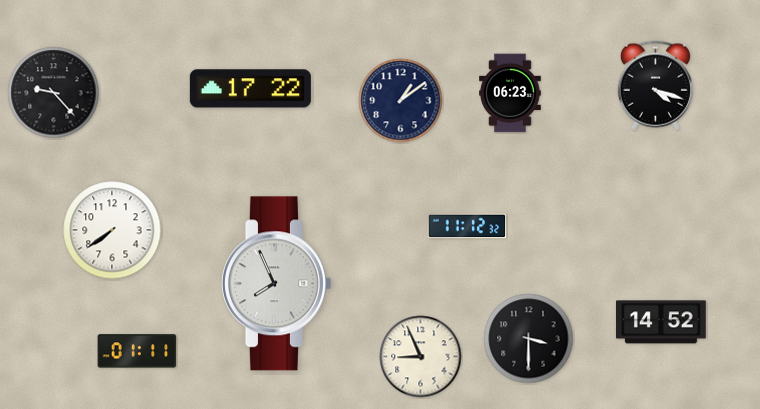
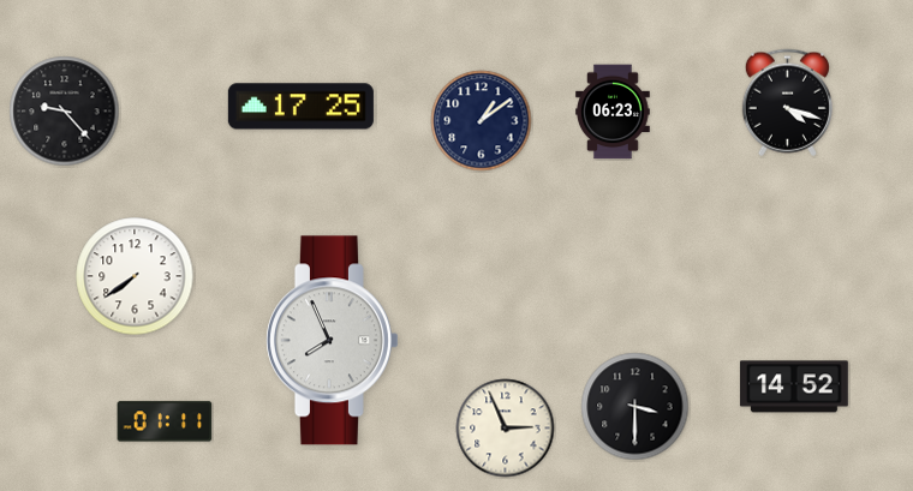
clock at (250, 89): 17:22 -> 17:25
clock at (467, 226): 11:12 -> none
clock at (421, 357): 8:56 -> 2:56
